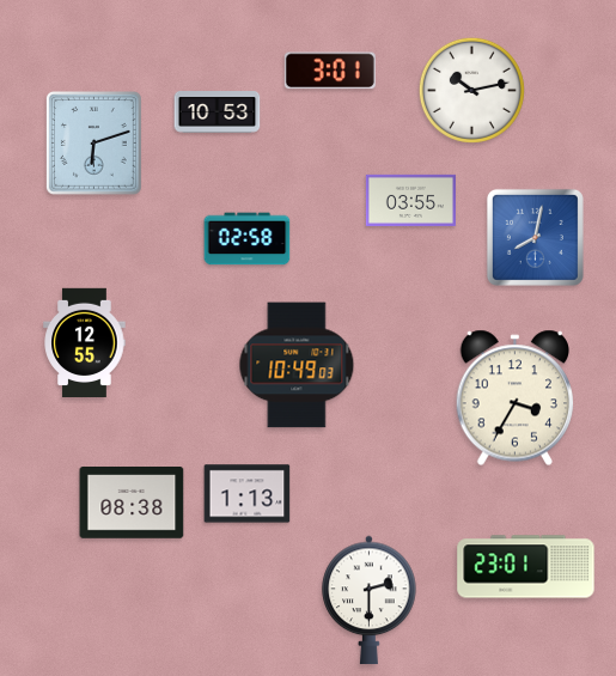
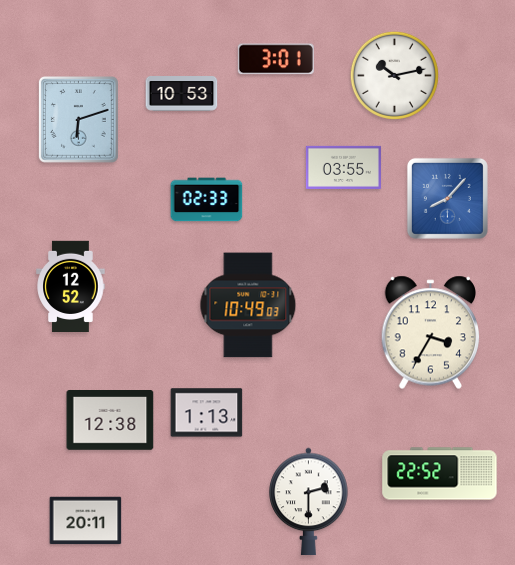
clock at (535, 237): 8:02 -> 8:07
clock at (248, 239): 02:58 -> 02:33
clock at (85, 342): 12:55 -> 12:52
clock at (132, 503): 08:38 -> 12:38
clock at (526, 567): 23:01 -> 22:52
clock at (86, 521): none -> 20:11
